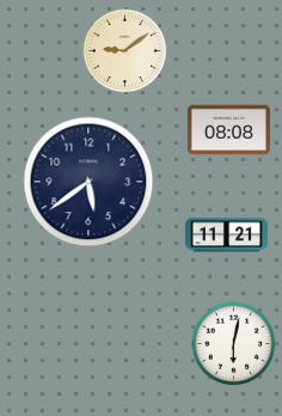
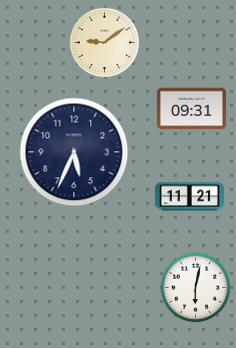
clock at (228, 130): 08:08 -> 09:31
clock at (88, 182): 5:39 -> 5:34
